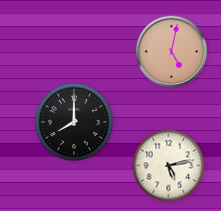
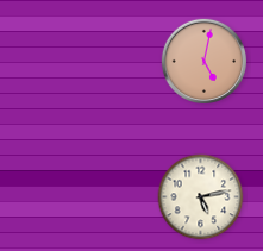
clock at (73, 121): 8:00 -> none
